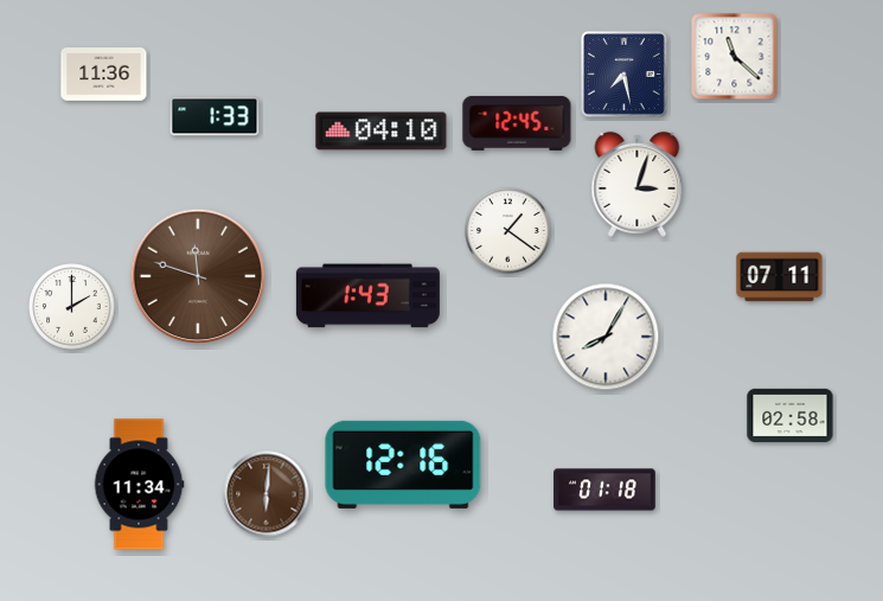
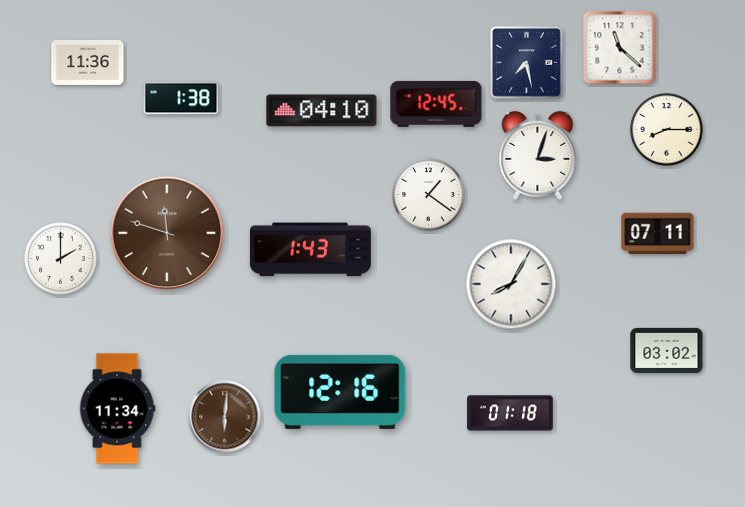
clock at (215, 116): 1:33 -> 1:38
clock at (667, 130): none -> 8:15
clock at (791, 415): 02:58 -> 03:02
